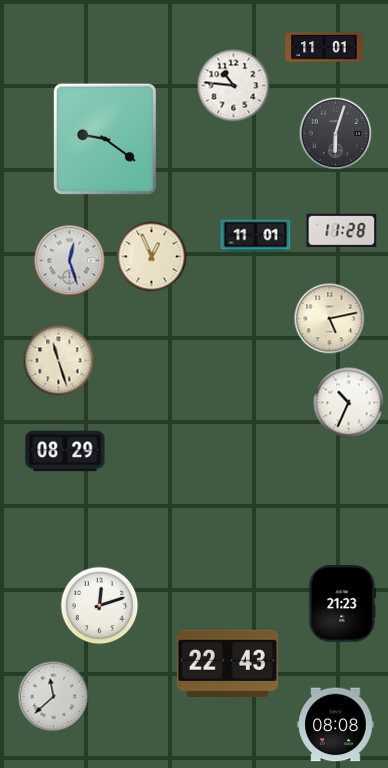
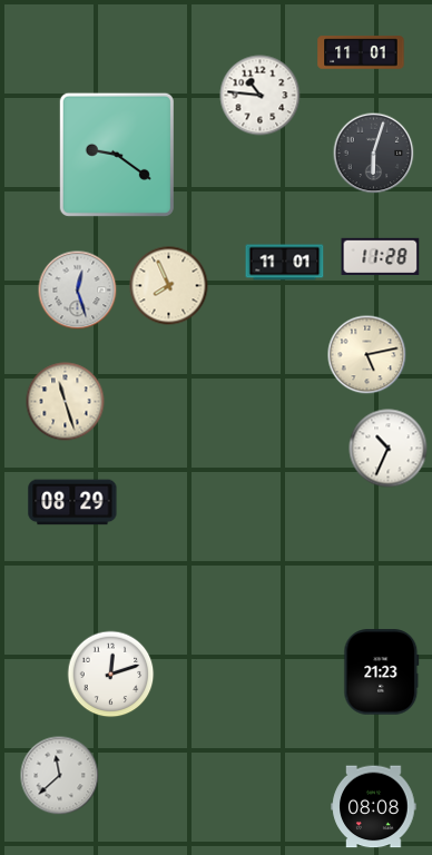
clock at (336, 134) position: (336, 134) -> (374, 154)
clock at (152, 257): 12:56 -> 7:56
clock at (227, 663): 22:43 -> none
